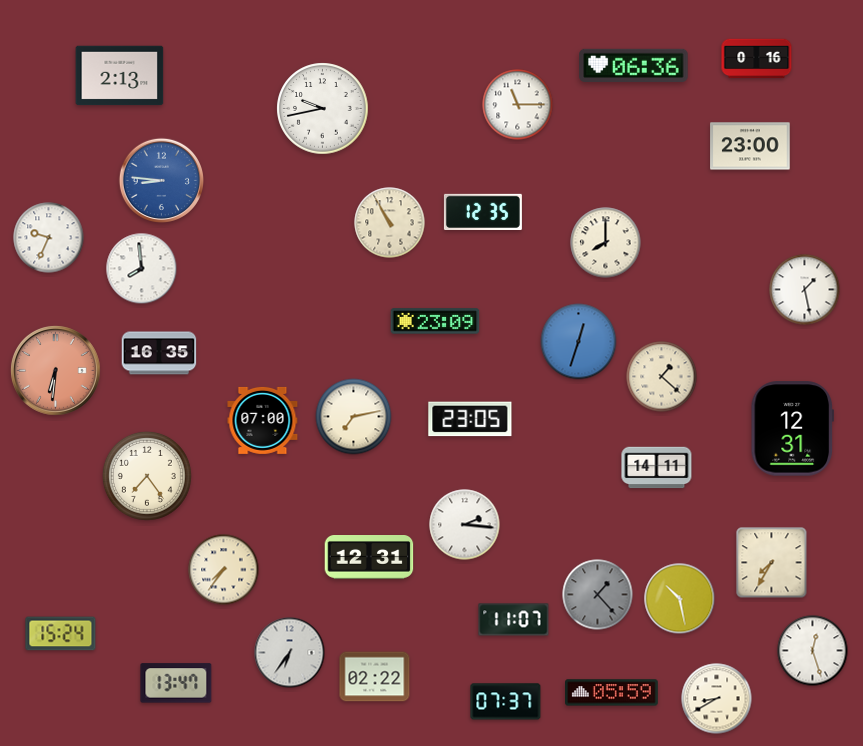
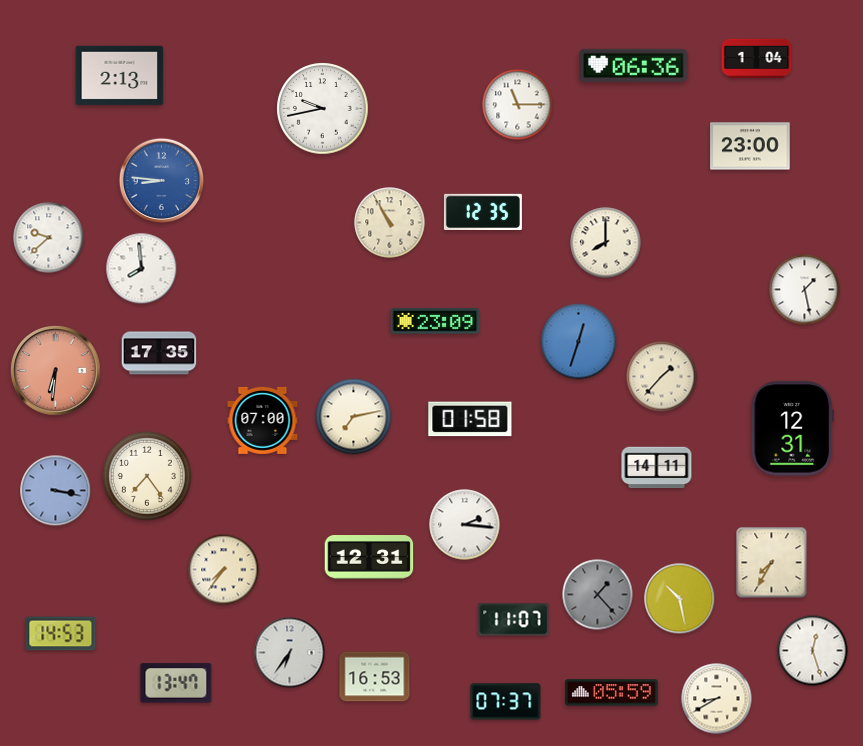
clock at (757, 59): 0:16 -> 1:04
clock at (49, 238): 9:34 -> 9:38
clock at (159, 353): 16:35 -> 17:35
clock at (662, 377): 1:22 -> 1:37
clock at (470, 419): 23:05 -> 01:58
clock at (56, 491): none -> 3:17
clock at (61, 634): 15:24 -> 14:53
clock at (375, 677): 02:22 -> 16:53
